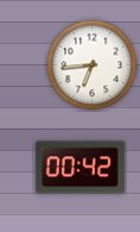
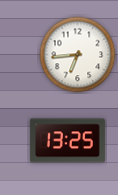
clock at (79, 168): 00:42 -> 13:25
